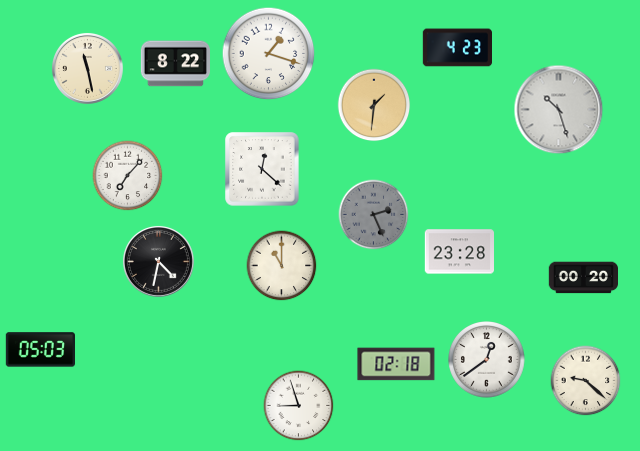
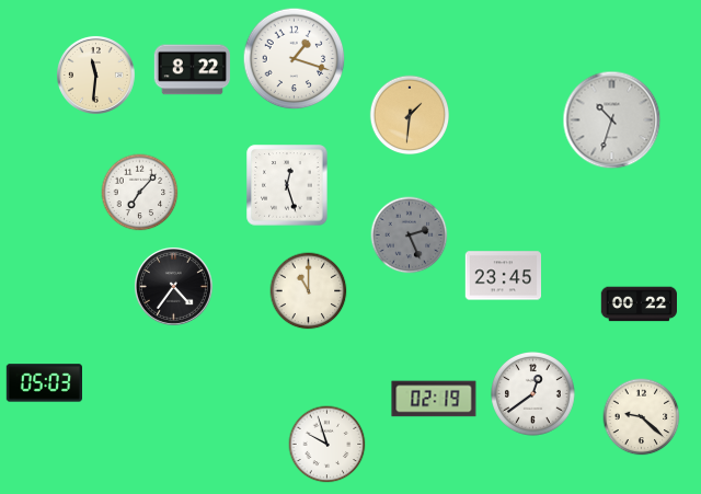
clock at (457, 48): 4:23 -> none
clock at (87, 68): 11:28 -> 11:31
clock at (559, 110): 10:27 -> 10:33
clock at (262, 169): 12:22 -> 12:27
clock at (459, 252): 23:28 -> 23:45
clock at (158, 261): 4:32 -> 4:36
clock at (583, 278): 00:20 -> 00:22
clock at (396, 364): 02:18 -> 02:19
clock at (299, 406): 8:57 -> 9:57
